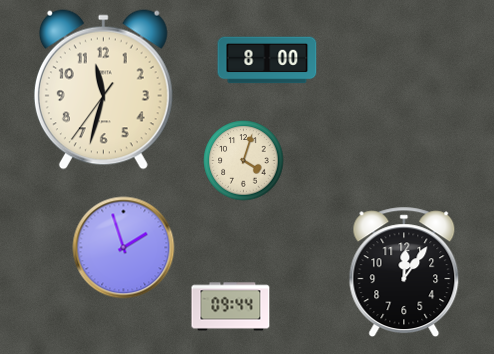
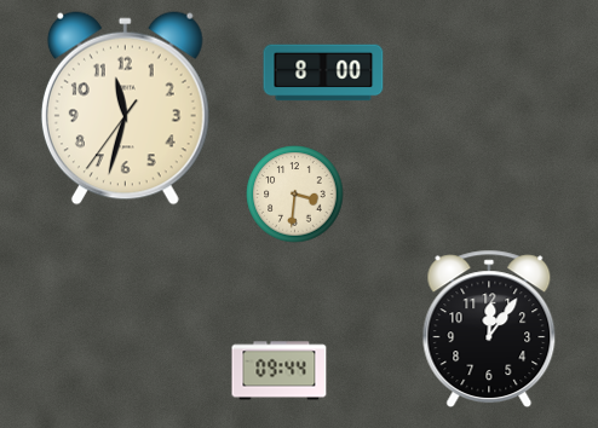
clock at (244, 161): 4:03 -> 3:31
clock at (124, 248): 1:57 -> none
